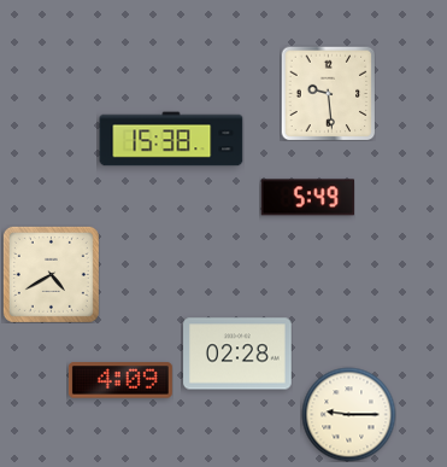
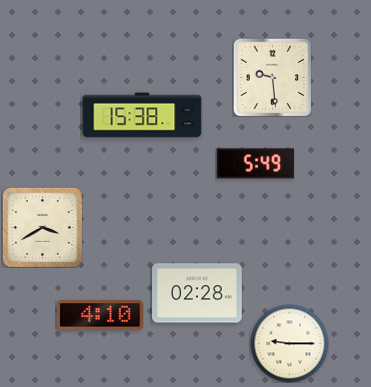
clock at (51, 274): 4:40 -> 3:40
clock at (120, 380): 4:09 -> 4:10
